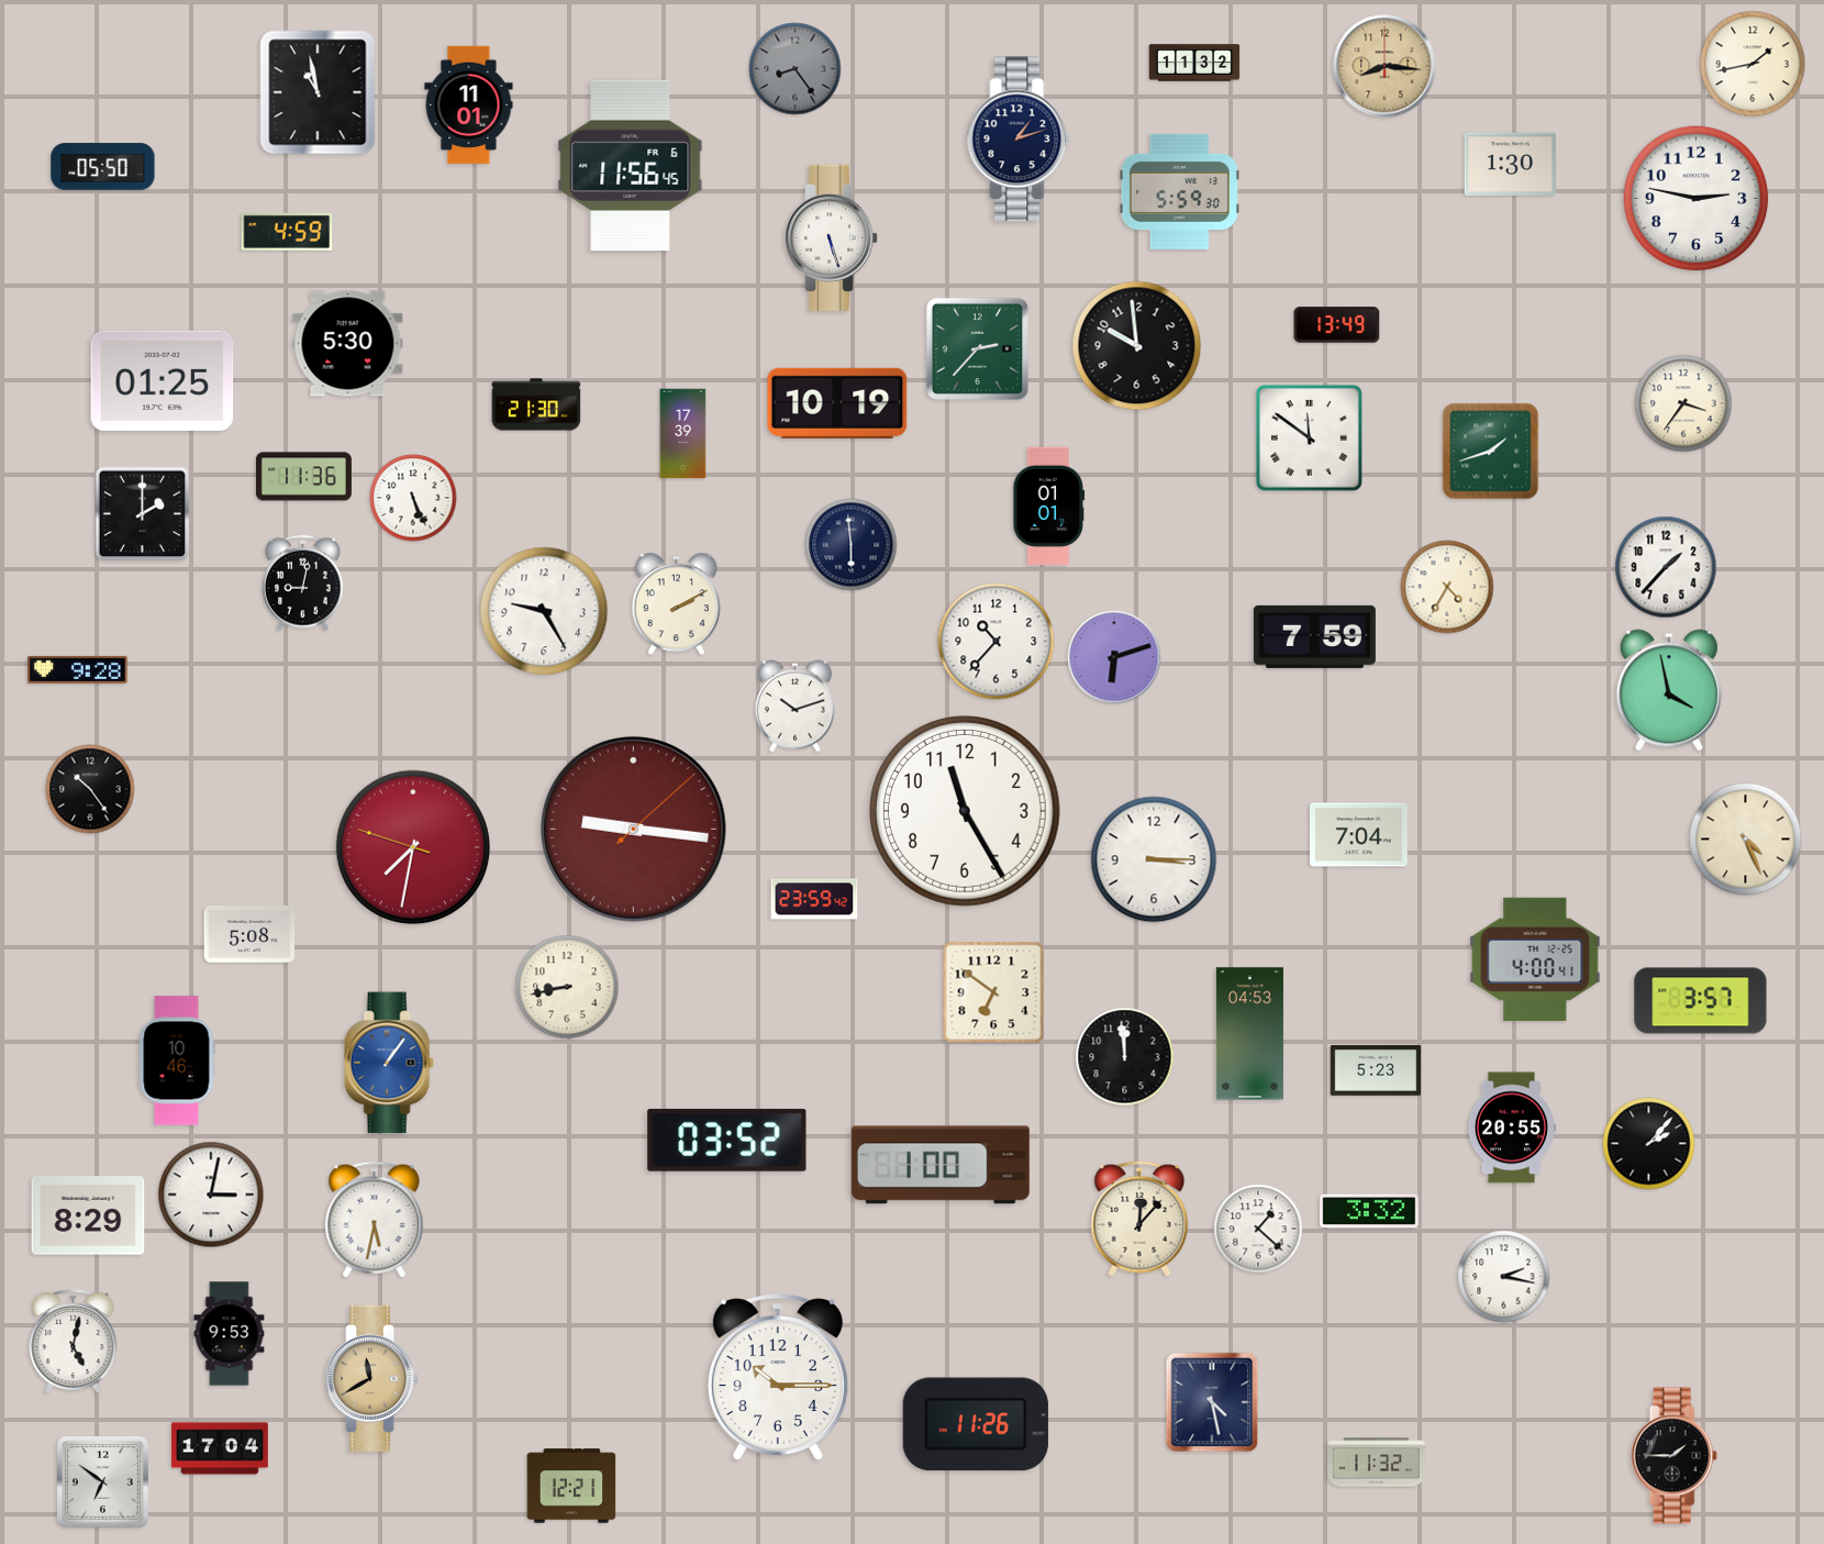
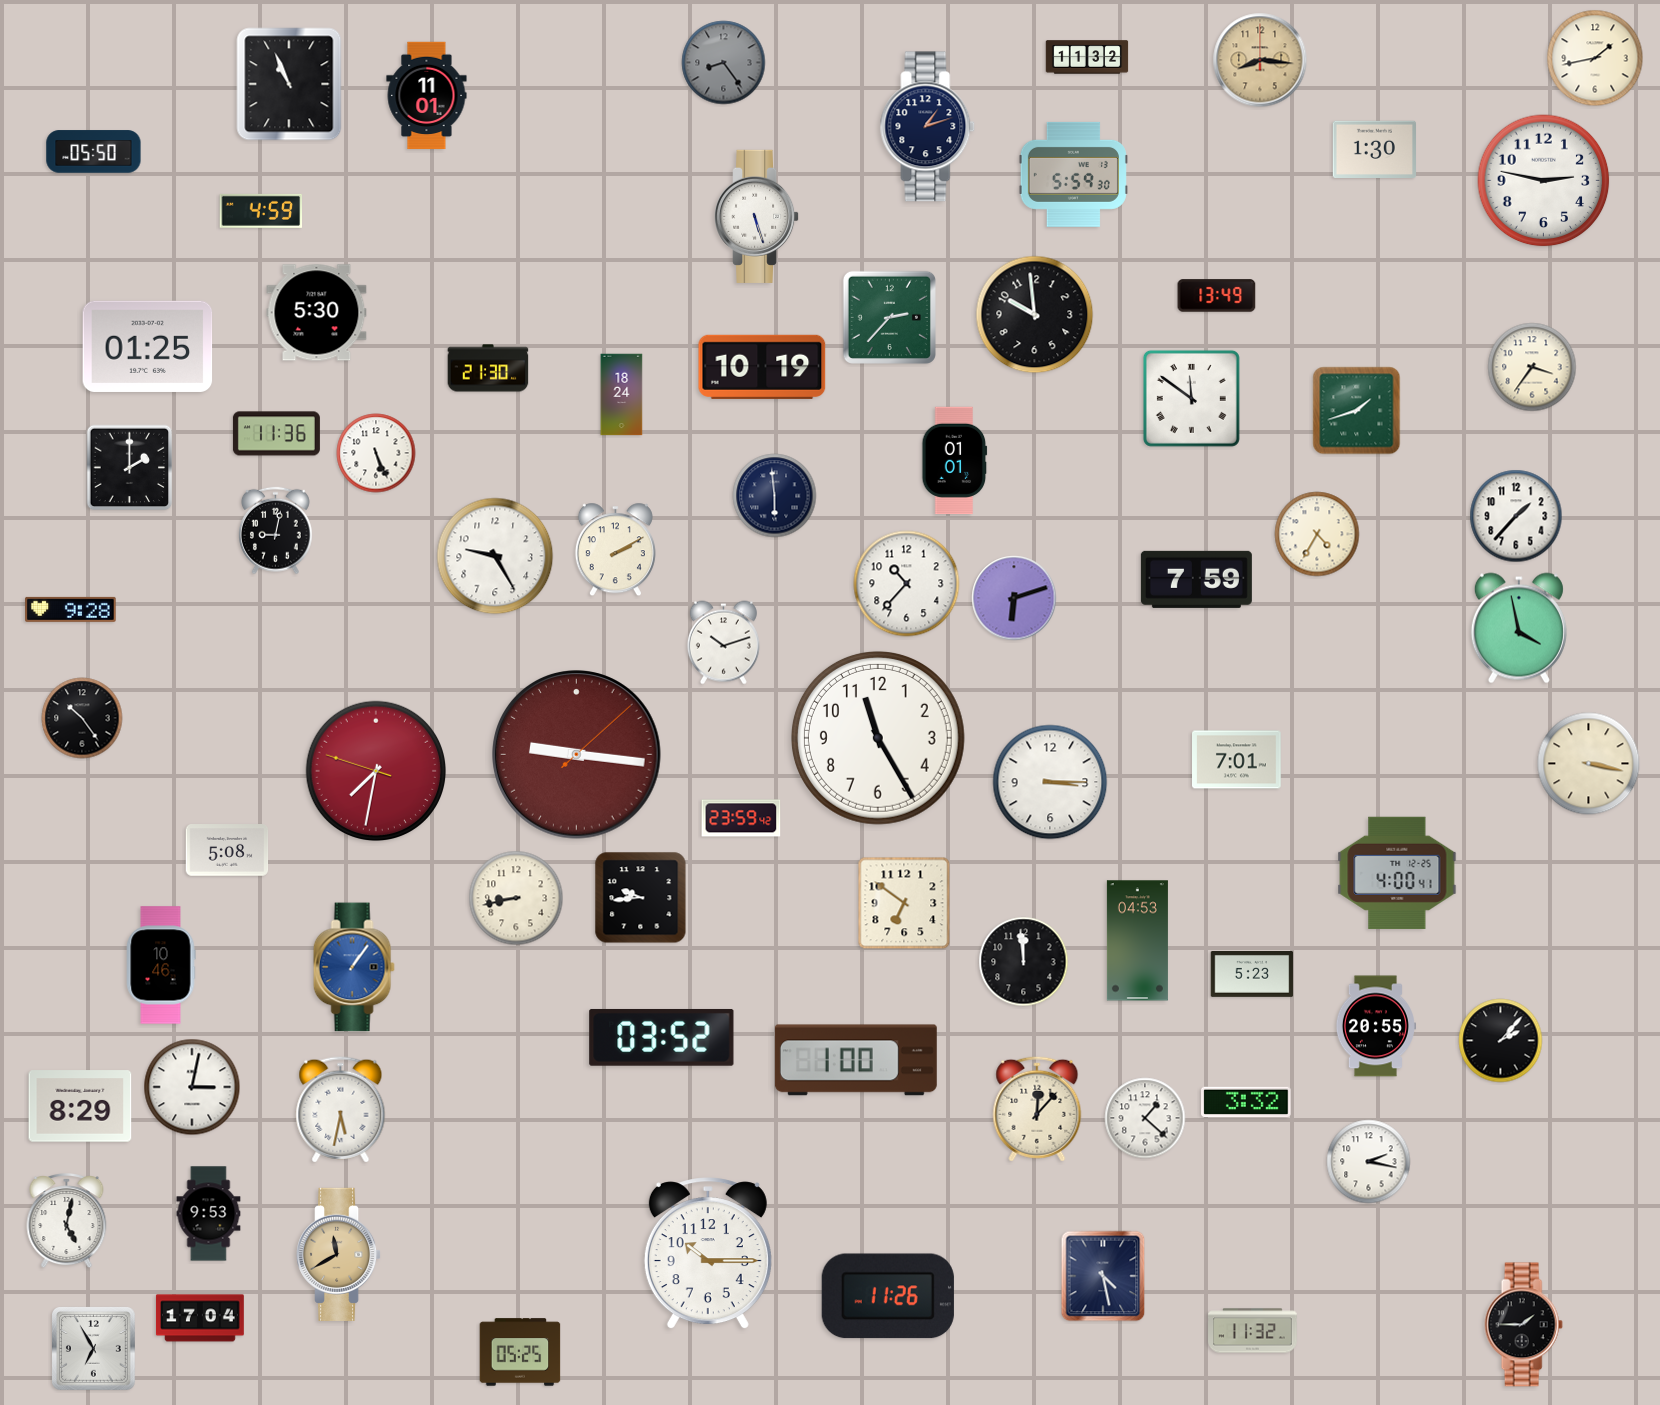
clock at (318, 92): 10:58 -> 10:56
clock at (631, 166): 11:56 -> none
clock at (683, 434): 17:39 -> 18:24
clock at (1359, 835): 7:04 -> 7:01
clock at (1746, 840): 4:26 -> 3:17
clock at (641, 898): none -> 9:44
clock at (1701, 1001): 3:57 -> none
clock at (103, 1482): 6:51 -> 6:55
clock at (571, 1486): 12:21 -> 05:25
